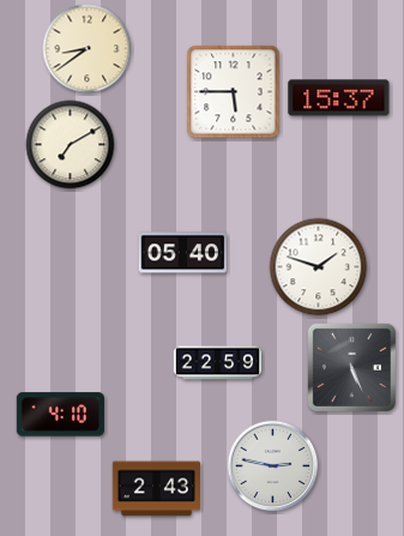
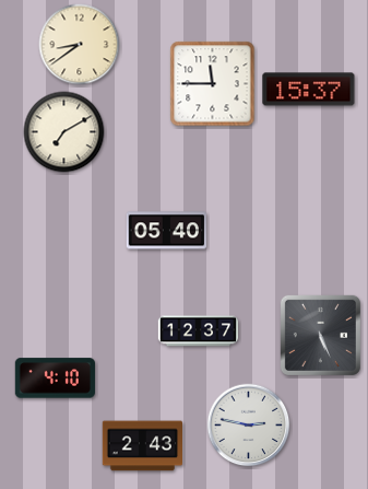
clock at (234, 92): 5:45 -> 11:45
clock at (319, 267): 1:48 -> none
clock at (218, 363): 22:59 -> 12:37
